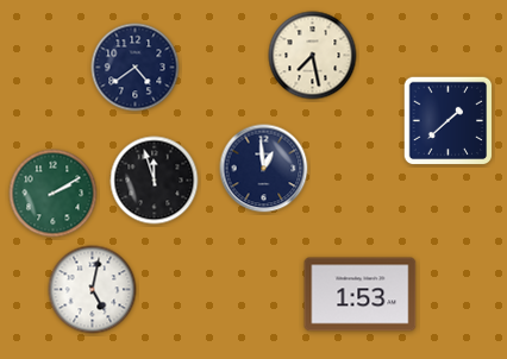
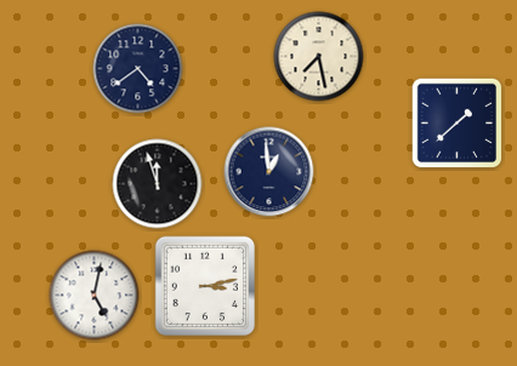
clock at (54, 194): 2:10 -> none
clock at (205, 286): none -> 3:13
clock at (361, 295): 1:53 -> none
